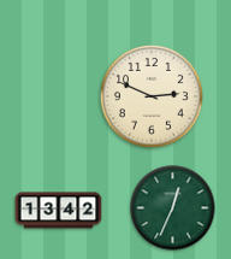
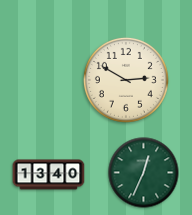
clock at (152, 96): 2:49 -> 2:50
clock at (59, 211): 13:42 -> 13:40
